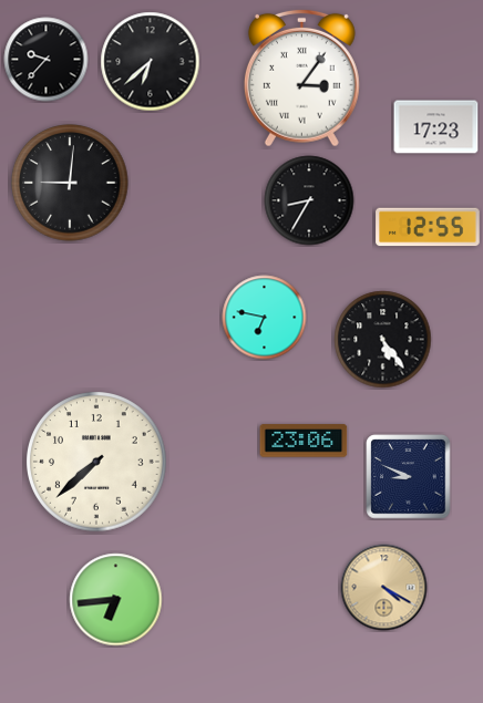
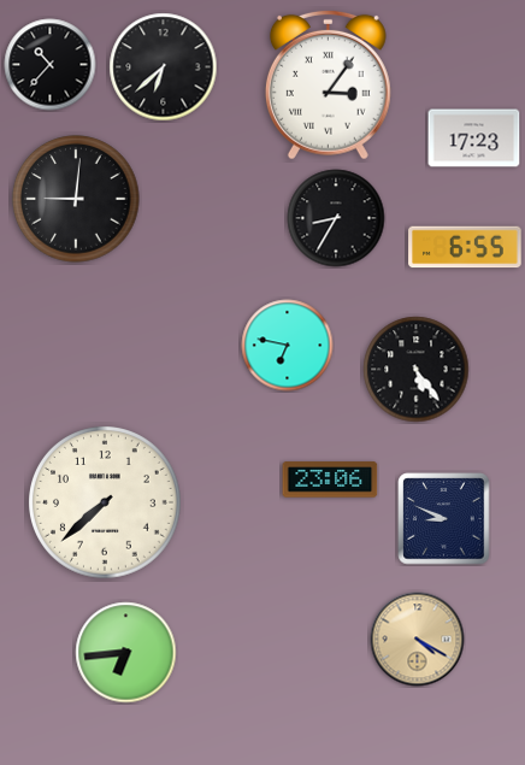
clock at (47, 60): 9:37 -> 10:37
clock at (428, 227): 12:55 -> 6:55
